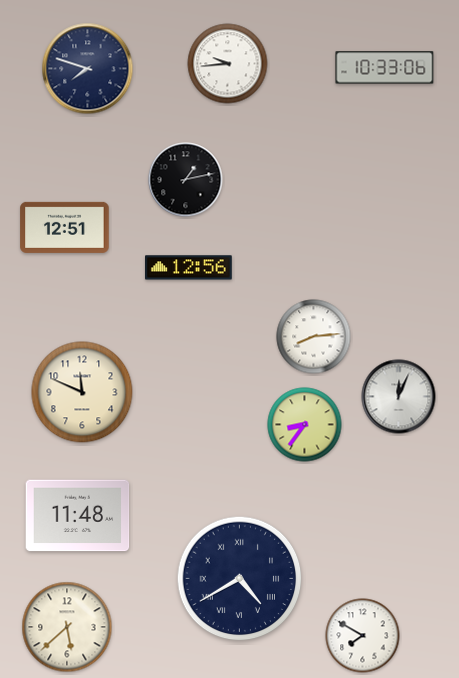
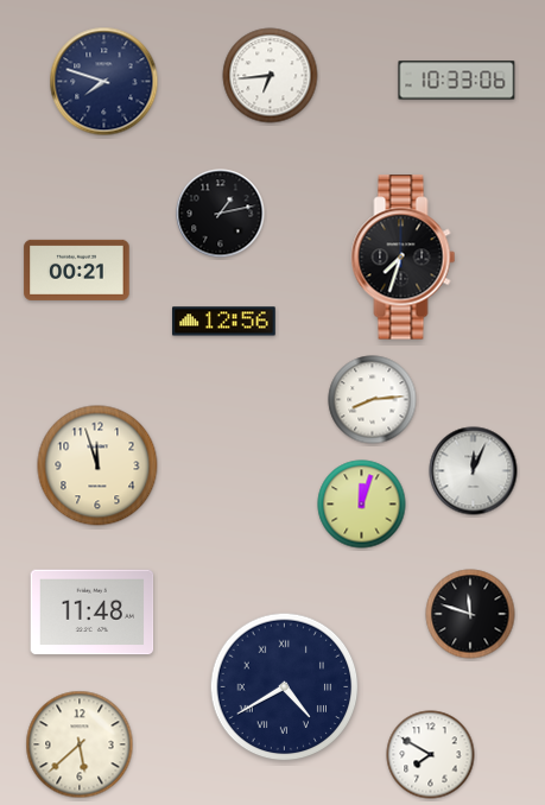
clock at (228, 64): 9:44 -> 6:44
clock at (404, 258): none -> 7:33
clock at (65, 227): 12:51 -> 00:21
clock at (189, 268) position: (189, 268) -> (224, 322)
clock at (82, 392): 11:49 -> 11:57
clock at (305, 425): 8:36 -> 12:03
clock at (470, 614): none -> 11:48
